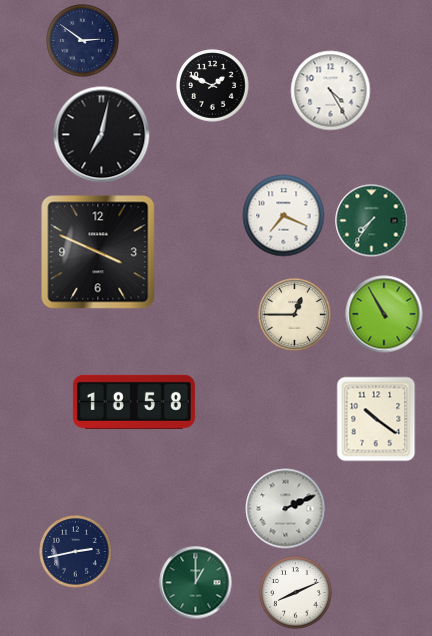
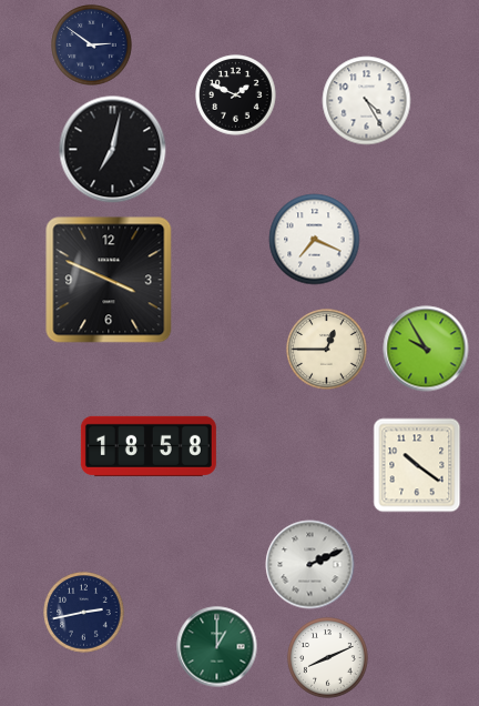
clock at (372, 221): 7:36 -> none
clock at (384, 314): 10:55 -> 9:55
clock at (286, 509) position: (286, 509) -> (310, 565)
